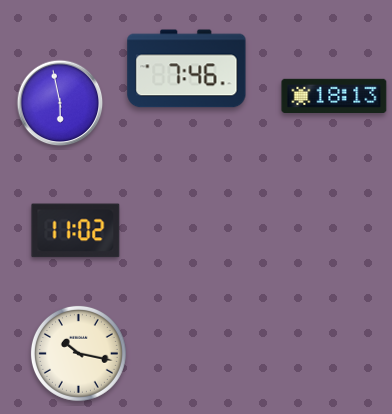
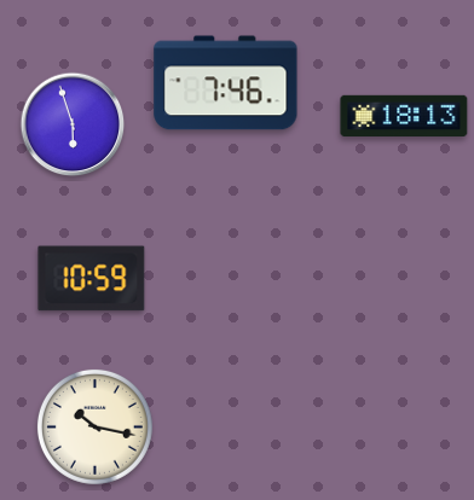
clock at (60, 103): 5:58 -> 5:57
clock at (76, 231): 11:02 -> 10:59
